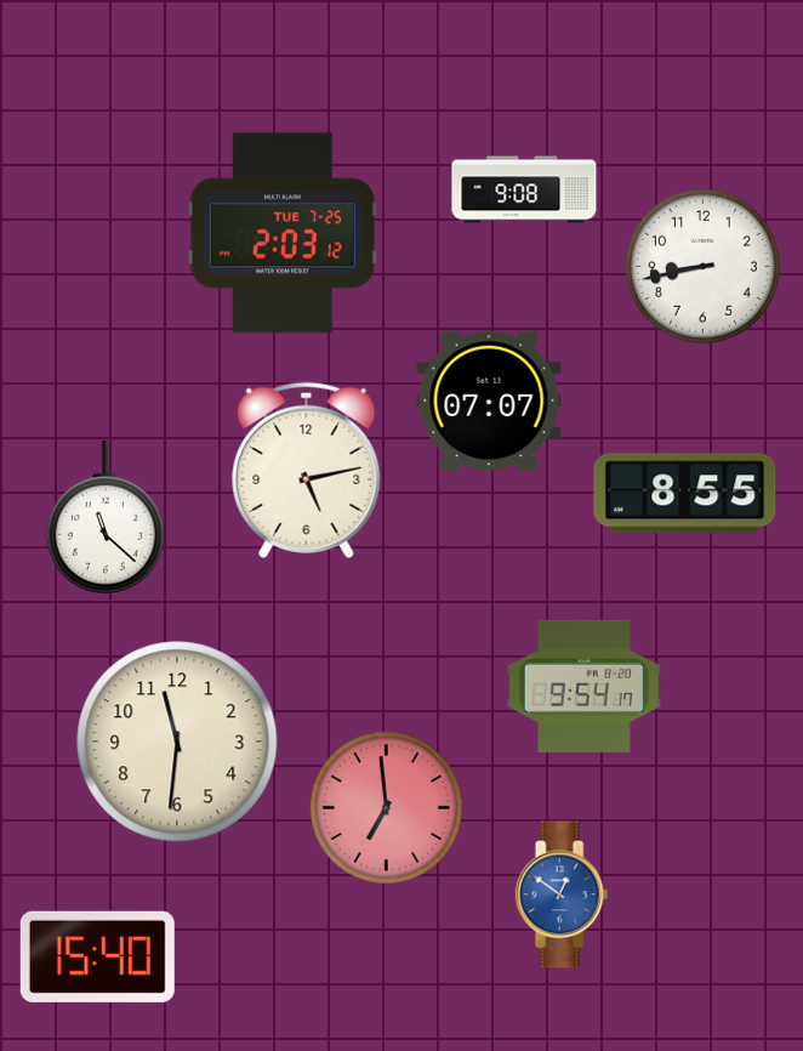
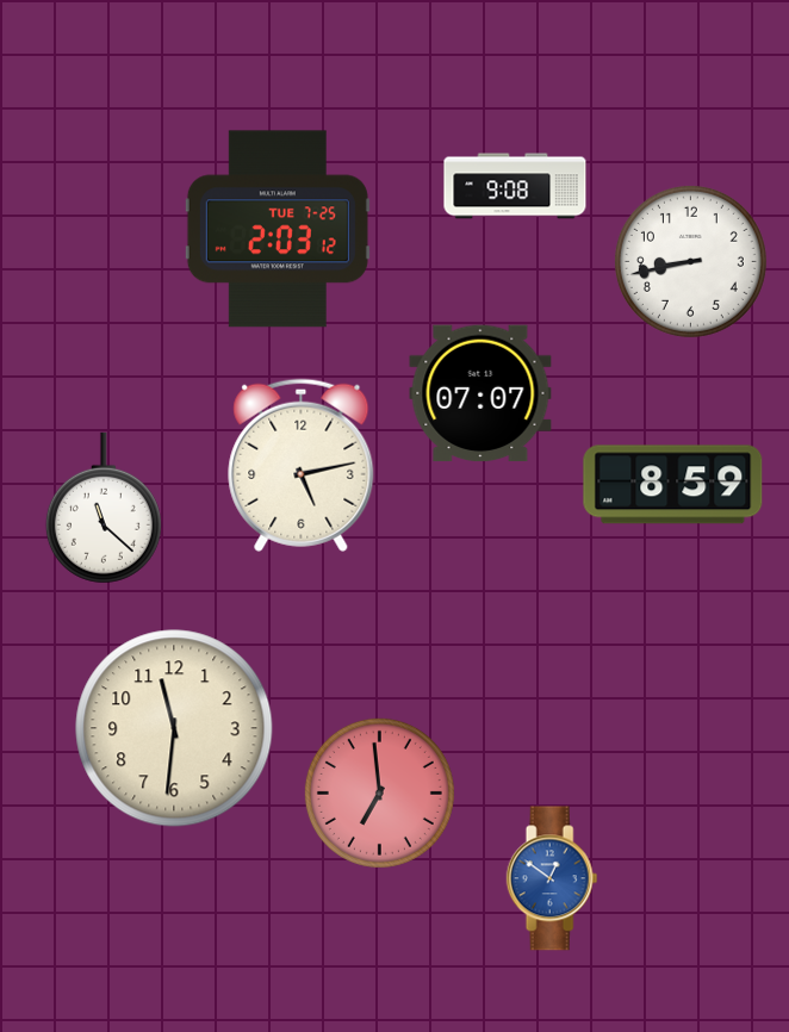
clock at (307, 470) position: (307, 470) -> (302, 465)
clock at (685, 494): 8:55 -> 8:59
clock at (583, 686): 9:54 -> none
clock at (97, 956): 15:40 -> none
